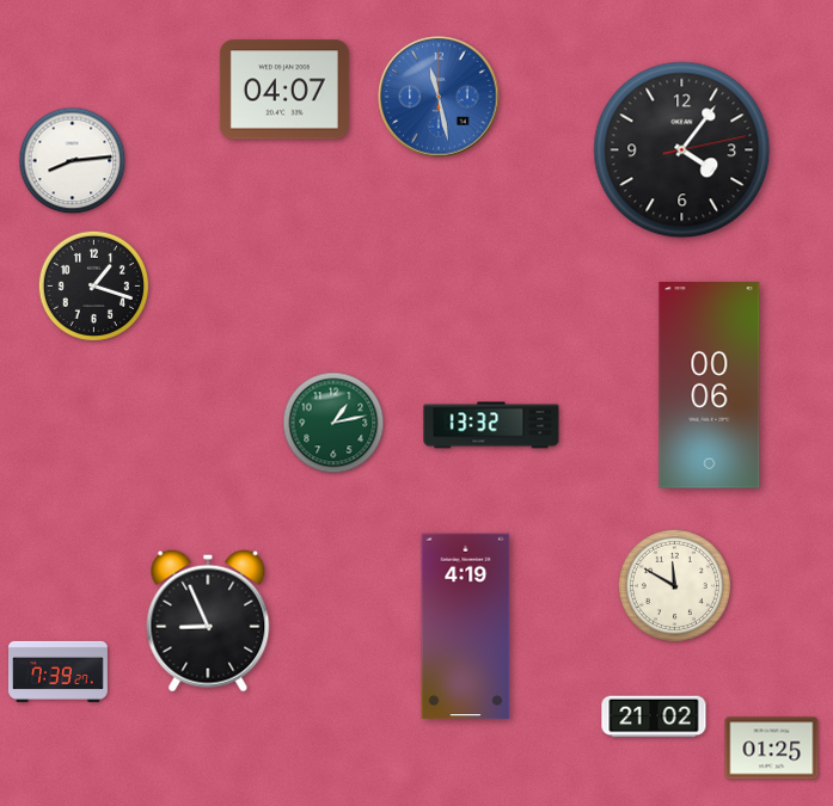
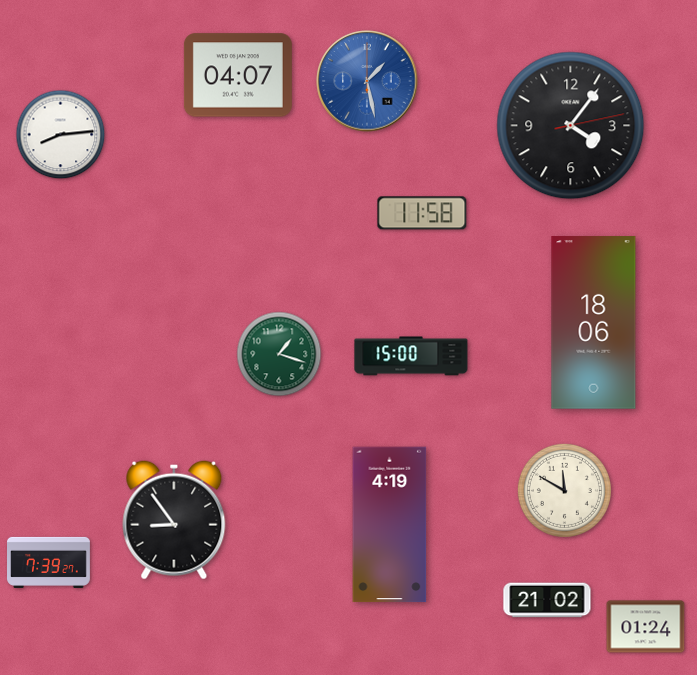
clock at (439, 97): 11:28 -> 1:28
clock at (422, 213): none -> 11:58
clock at (93, 285): 1:18 -> none
clock at (710, 386): 00:06 -> 18:06
clock at (333, 423): 1:13 -> 1:18
clock at (491, 425): 13:32 -> 15:00
clock at (208, 621): 8:56 -> 8:54
clock at (772, 749): 01:25 -> 01:24
